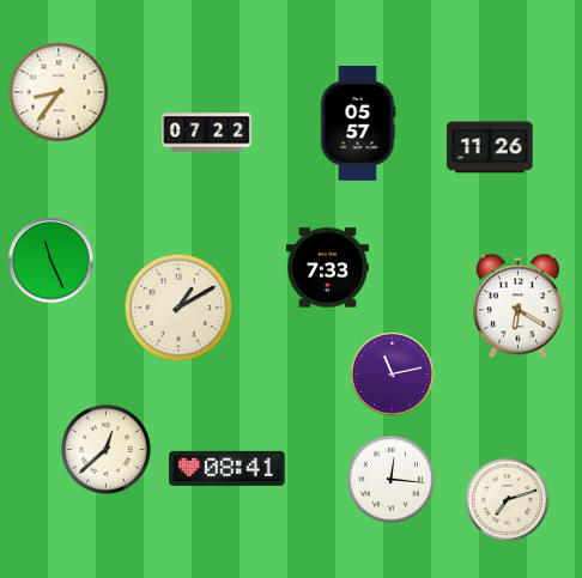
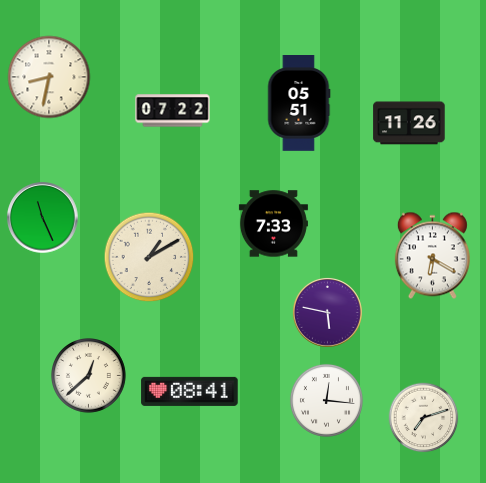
clock at (59, 92): 8:36 -> 8:32
clock at (358, 124): 05:57 -> 05:51
clock at (392, 373): 11:13 -> 5:47
